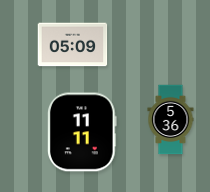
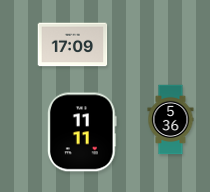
clock at (73, 45): 05:09 -> 17:09
